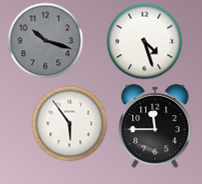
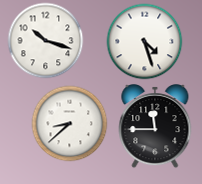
clock at (46, 41) dial: grey -> white
clock at (70, 124): 5:54 -> 8:38
